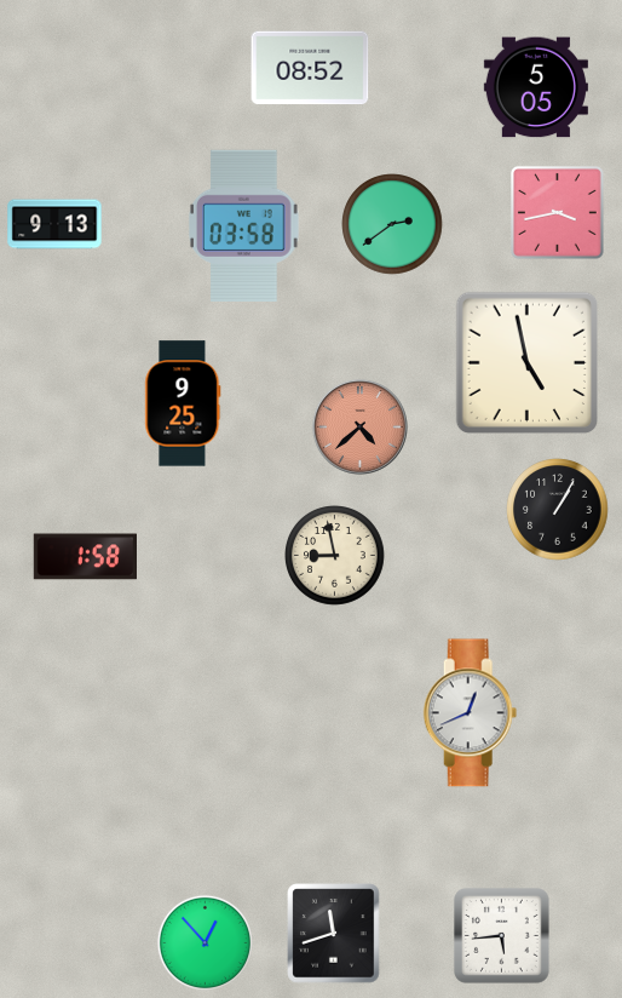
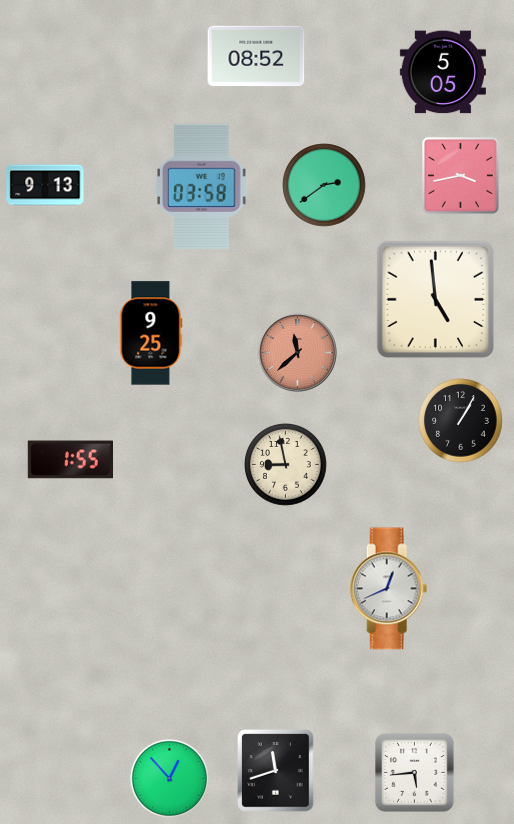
clock at (526, 362): 4:58 -> 4:59
clock at (359, 426): 4:38 -> 11:38
clock at (335, 556) position: (335, 556) -> (286, 465)
clock at (85, 557): 1:58 -> 1:55
